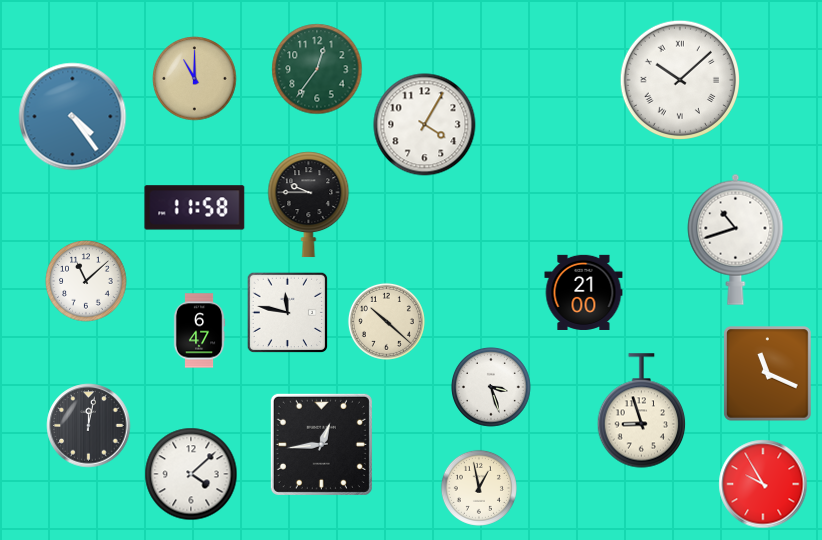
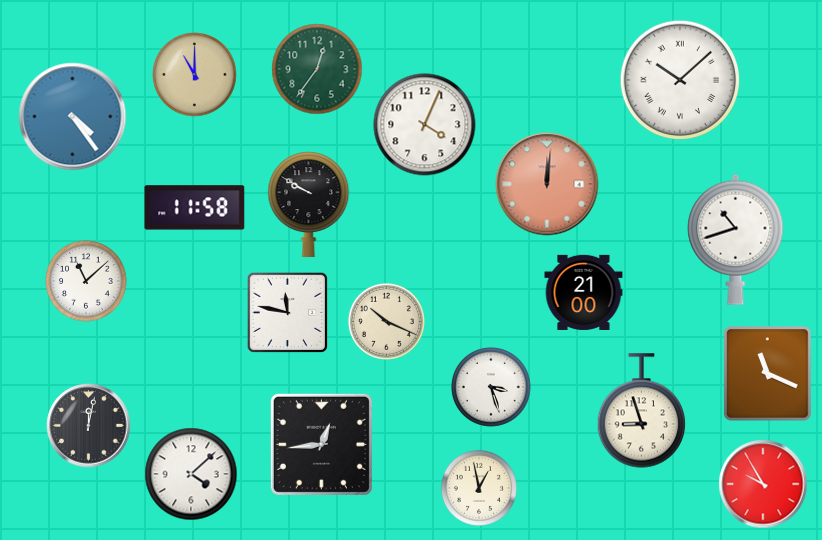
clock at (195, 79) position: (195, 79) -> (195, 75)
clock at (425, 125): 4:05 -> 4:04
clock at (547, 184): none -> 12:01
clock at (309, 205): 9:45 -> 9:50
clock at (386, 321): 10:22 -> 10:19
clock at (199, 331): 6:47 -> none
